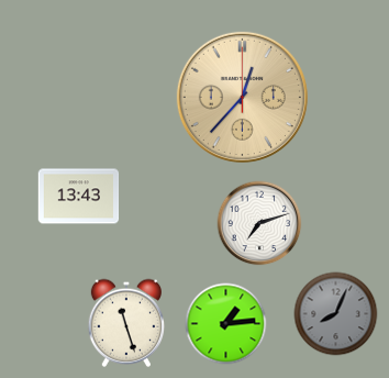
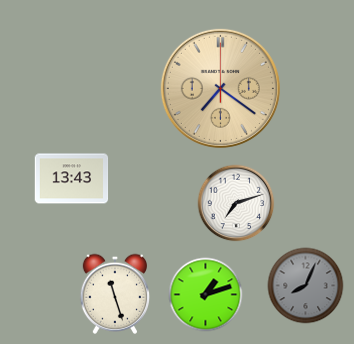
clock at (242, 97): 12:37 -> 7:21
clock at (226, 324): 1:14 -> 1:12
